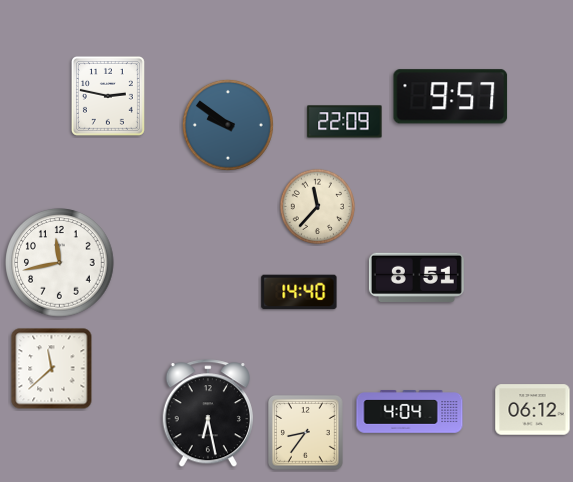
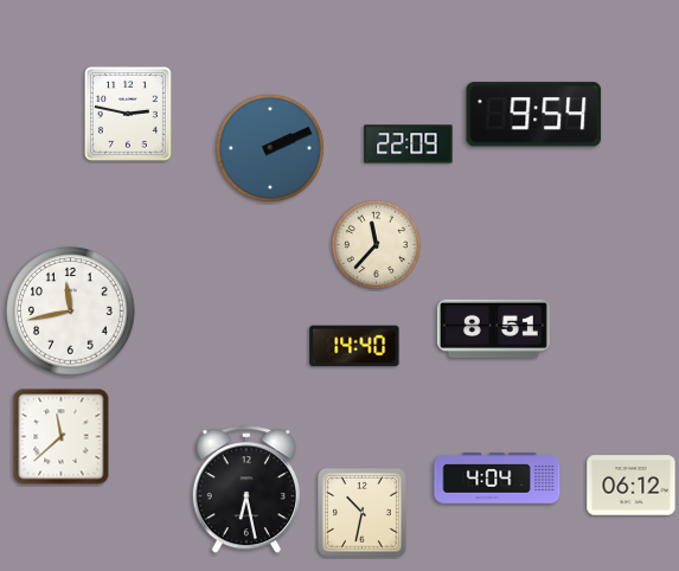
clock at (451, 97): 9:57 -> 9:54
clock at (228, 125): 9:51 -> 2:11
clock at (410, 412) position: (410, 412) -> (498, 479)
clock at (306, 433): 8:36 -> 10:32
